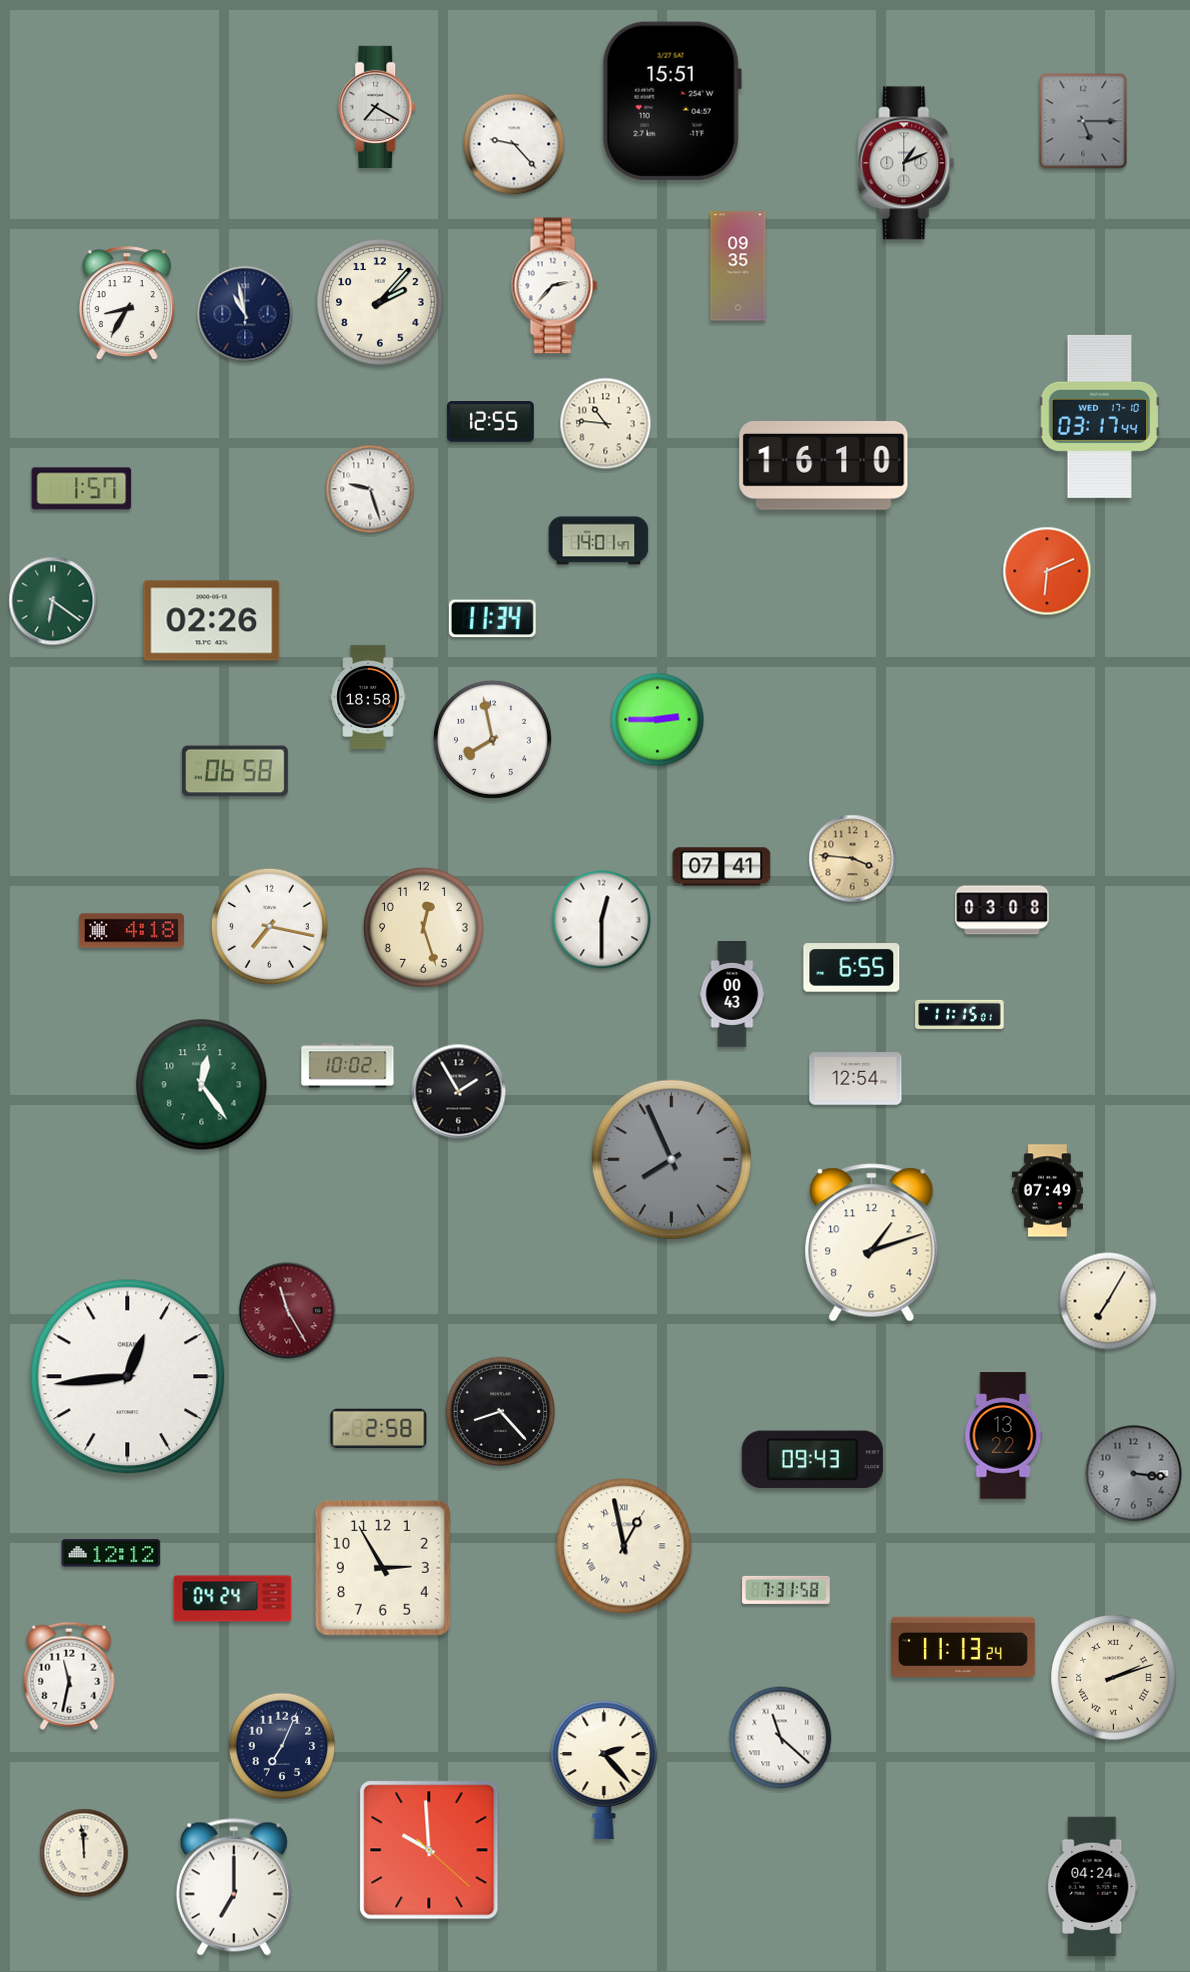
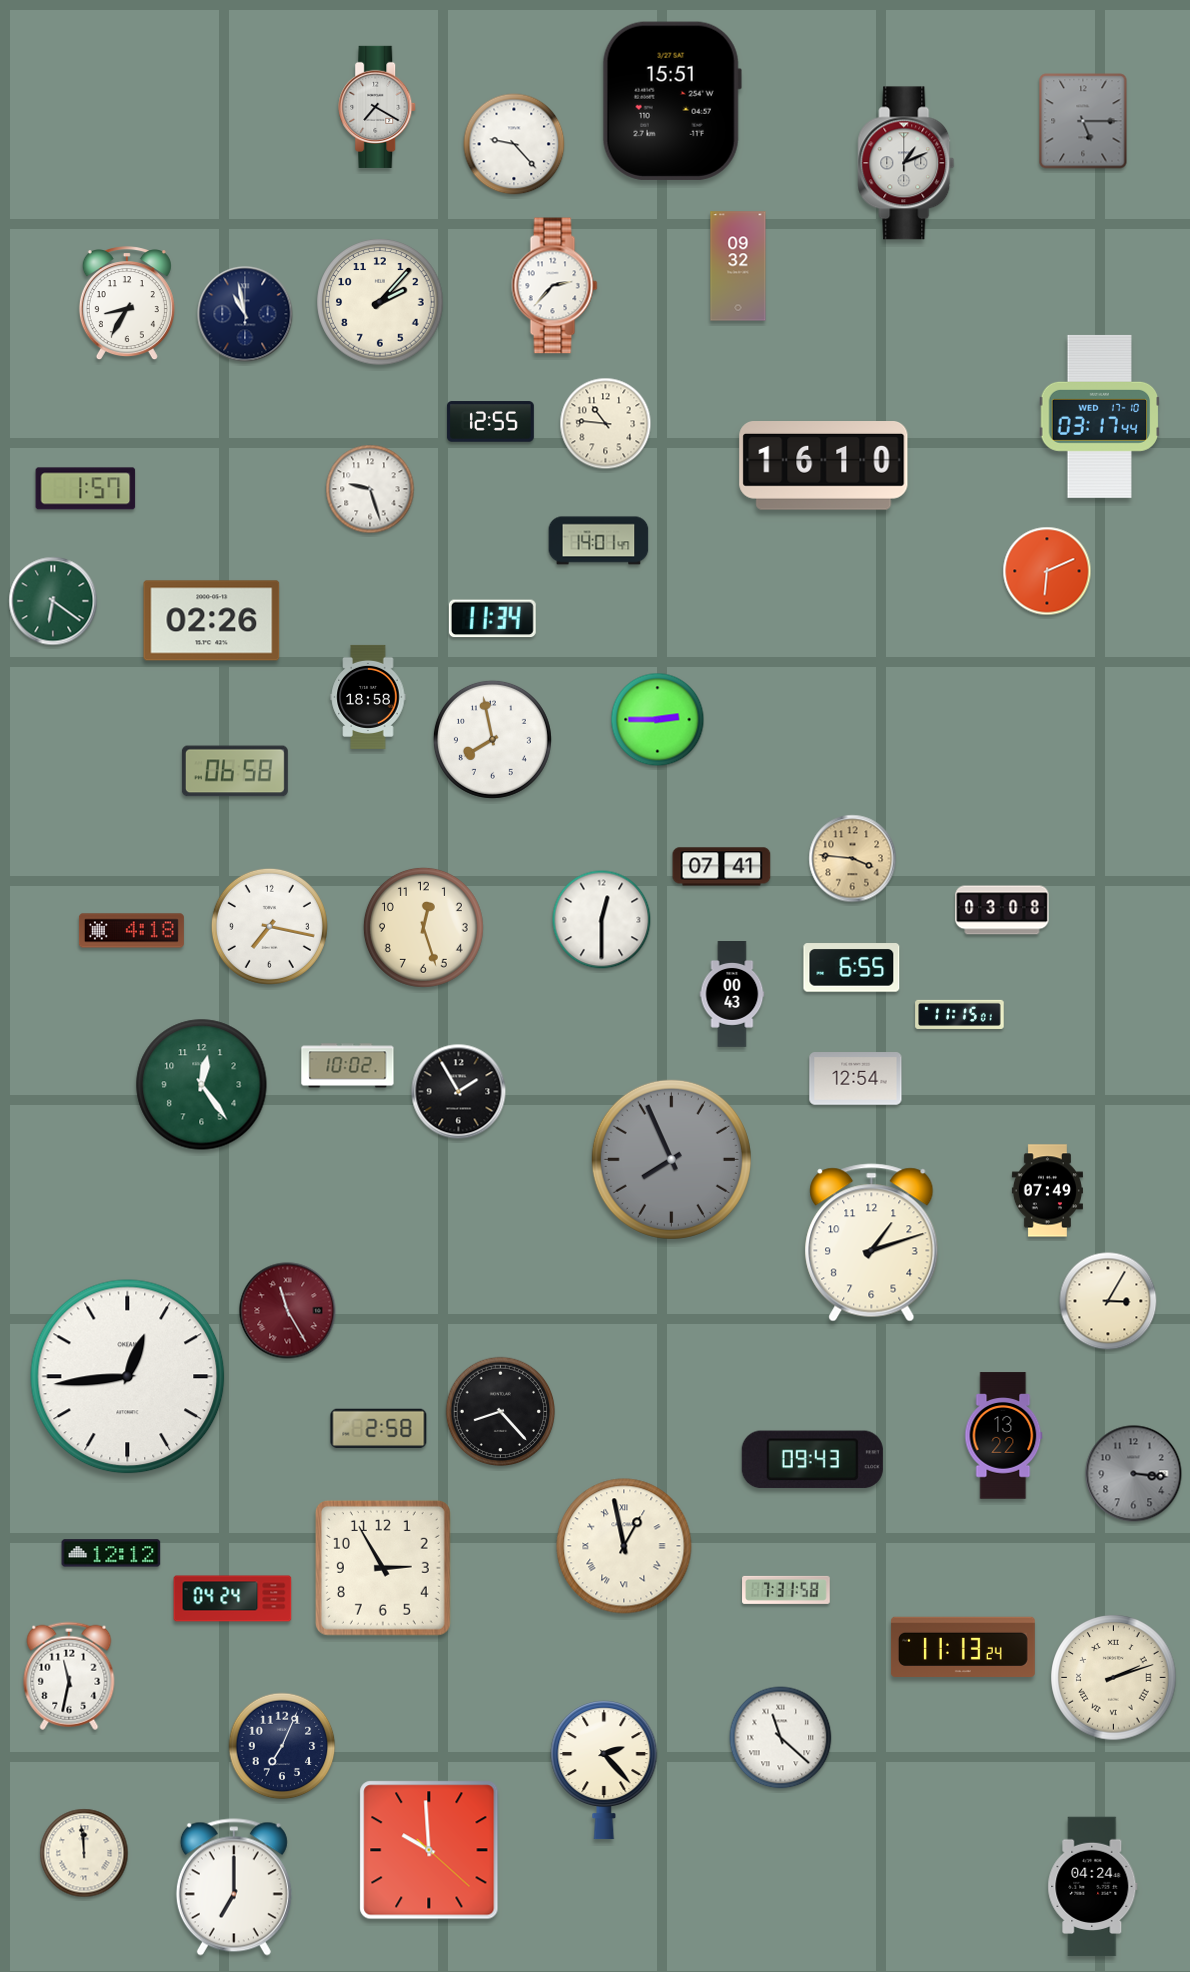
clock at (738, 266): 09:35 -> 09:32
clock at (82, 489) position: (82, 489) -> (86, 489)
clock at (1108, 1301): 7:05 -> 3:05
